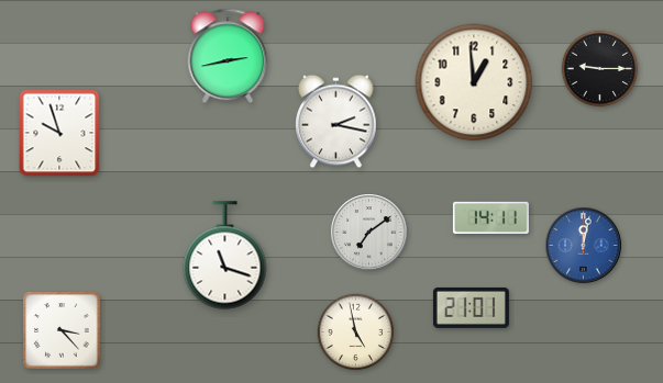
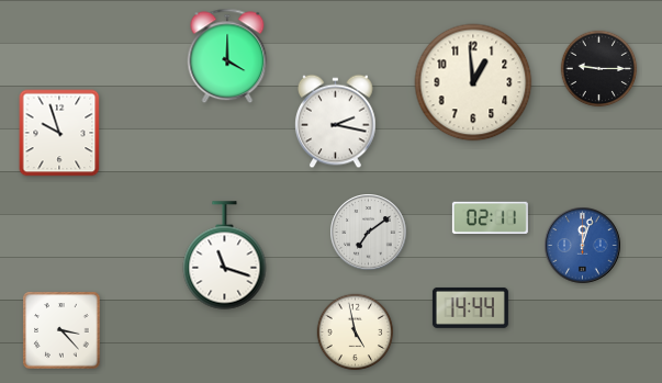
clock at (228, 56): 2:43 -> 4:00
clock at (490, 217): 14:11 -> 02:11
clock at (584, 246): 12:02 -> 12:03
clock at (471, 307): 21:01 -> 14:44
